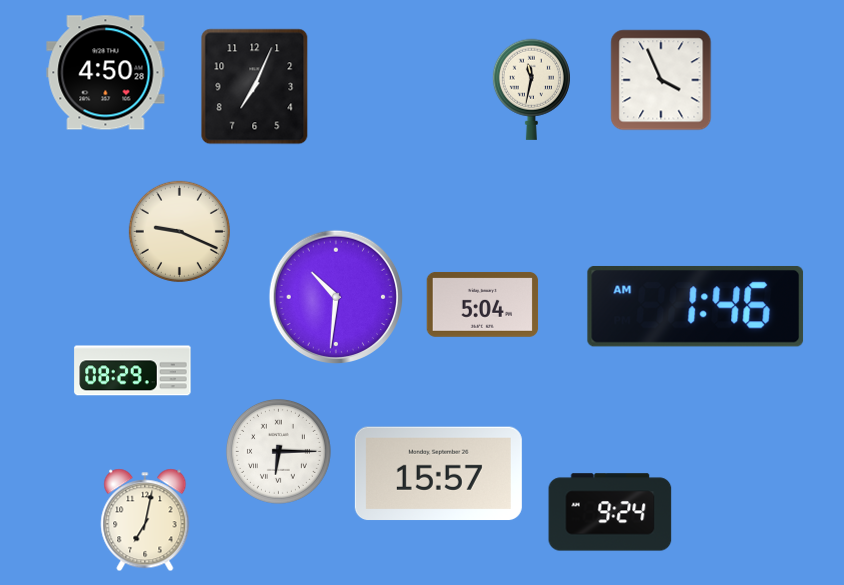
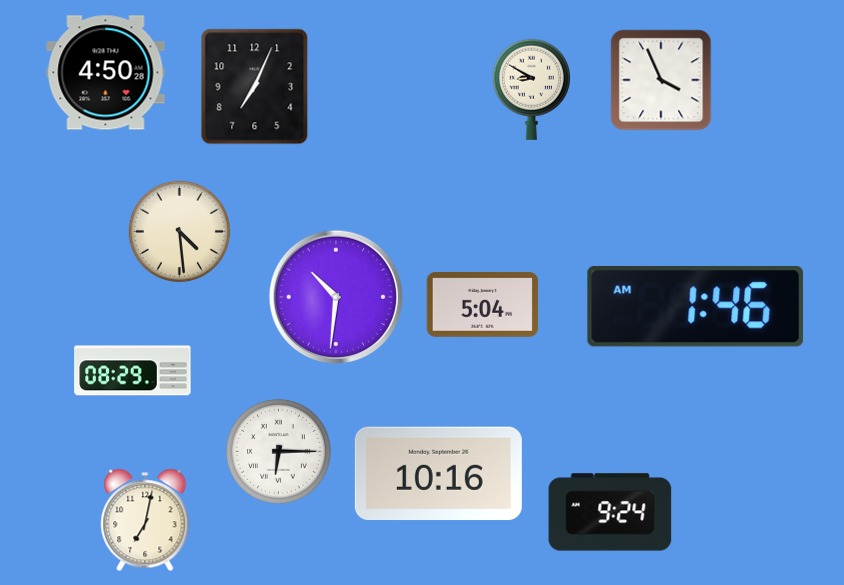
clock at (531, 89): 11:32 -> 8:50
clock at (179, 231): 9:19 -> 4:29
clock at (438, 474): 15:57 -> 10:16
